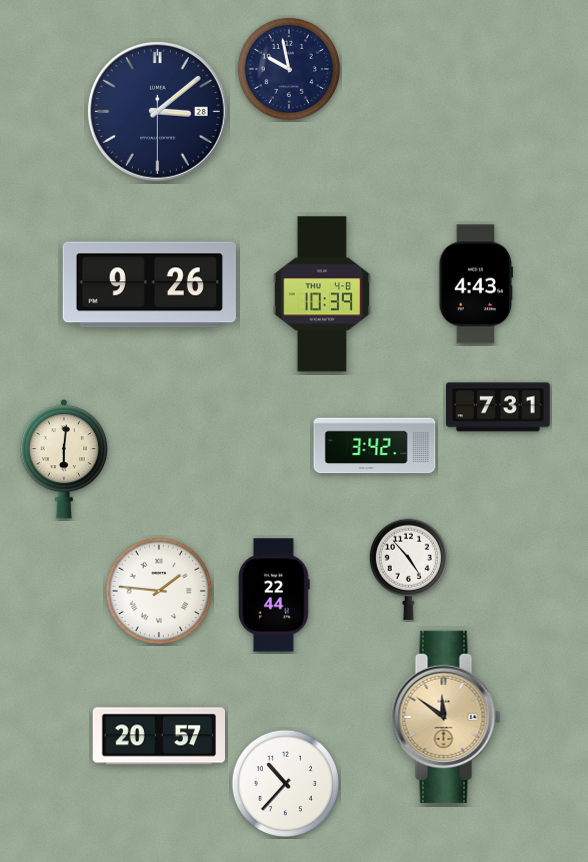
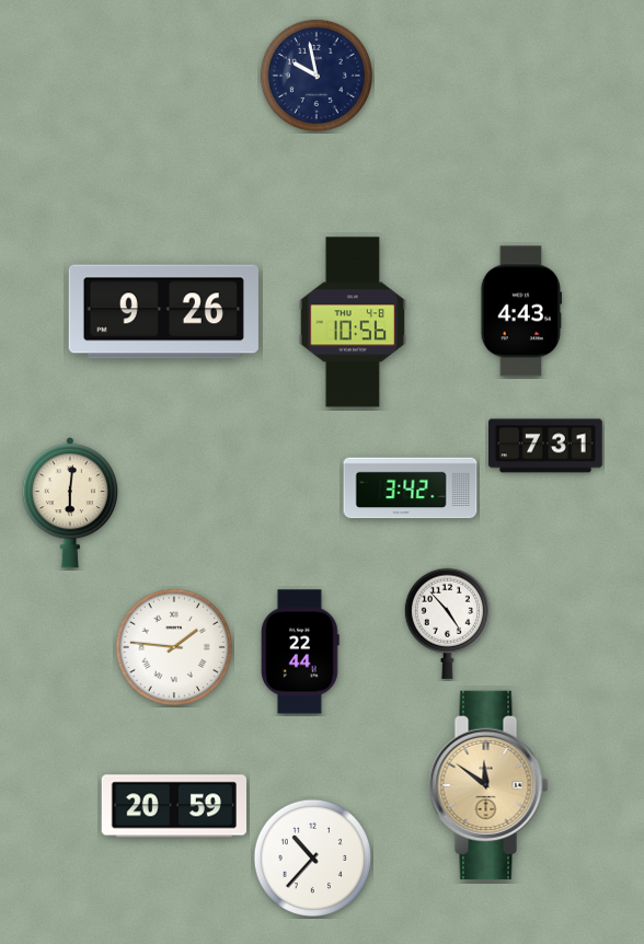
clock at (157, 111): 3:08 -> none
clock at (322, 294): 10:39 -> 10:56
clock at (158, 736): 20:57 -> 20:59
